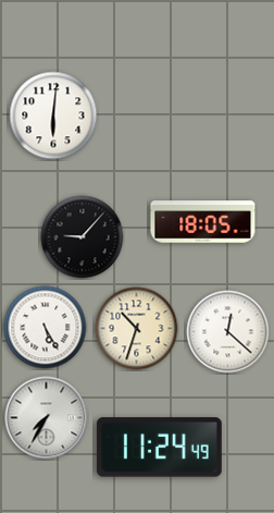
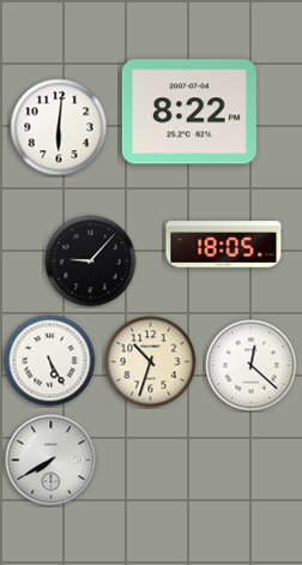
clock at (189, 112): none -> 8:22
clock at (47, 418): 7:35 -> 7:40
clock at (159, 448): 11:24 -> none
